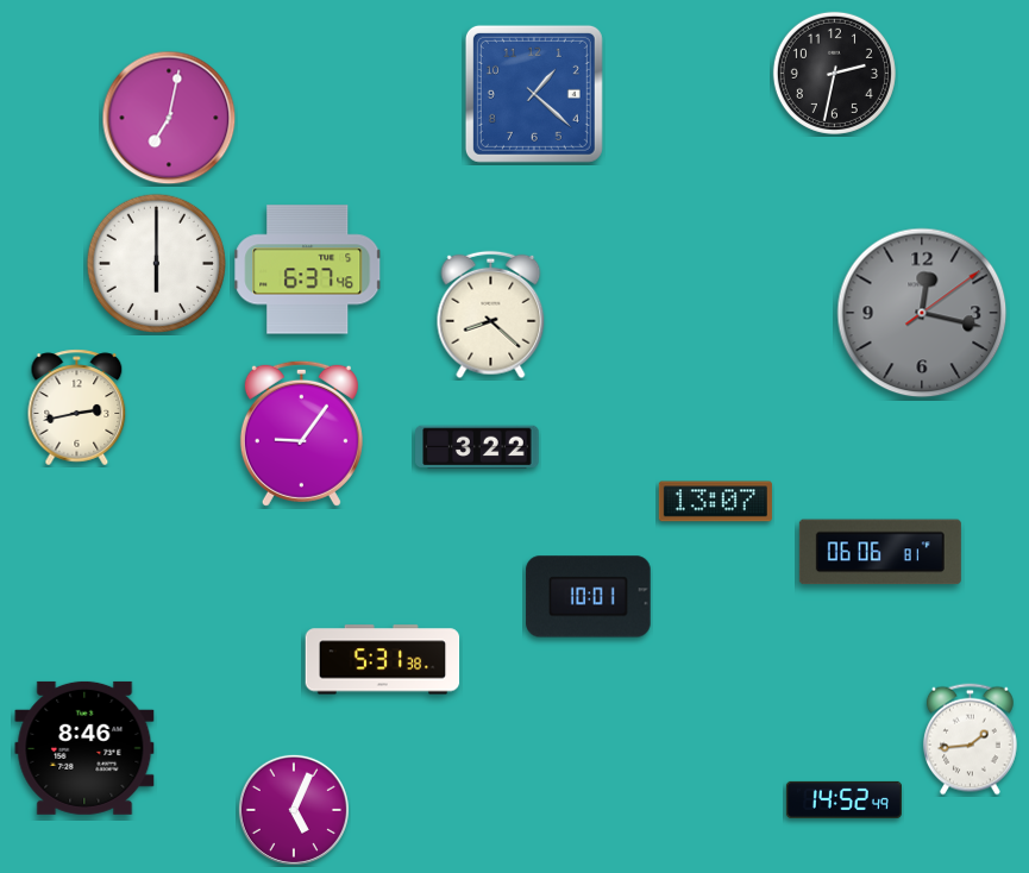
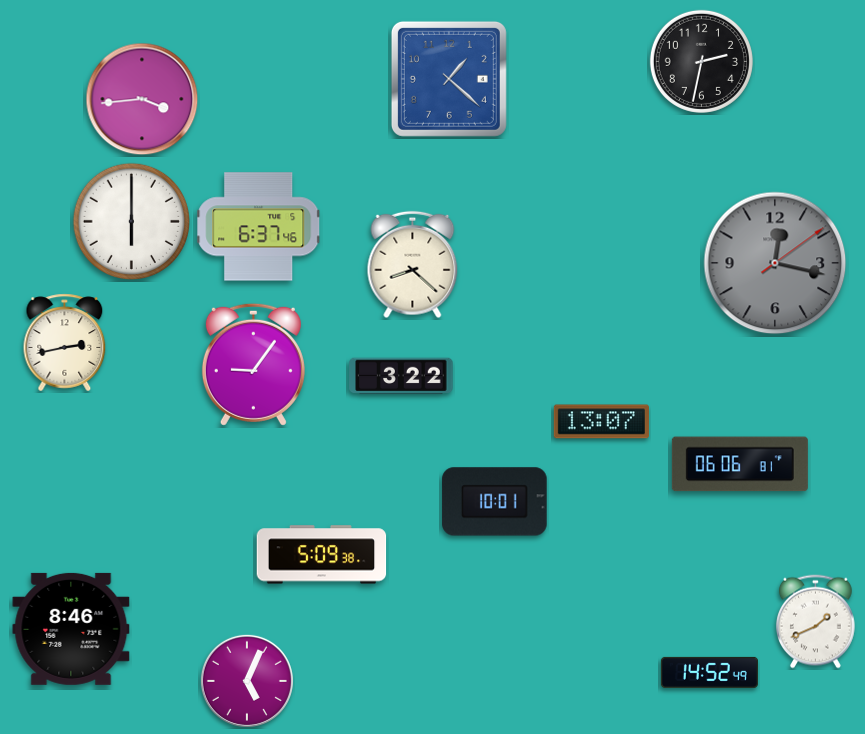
clock at (169, 118): 7:02 -> 3:44
clock at (383, 660): 5:31 -> 5:09
clock at (971, 740): 1:44 -> 1:41
